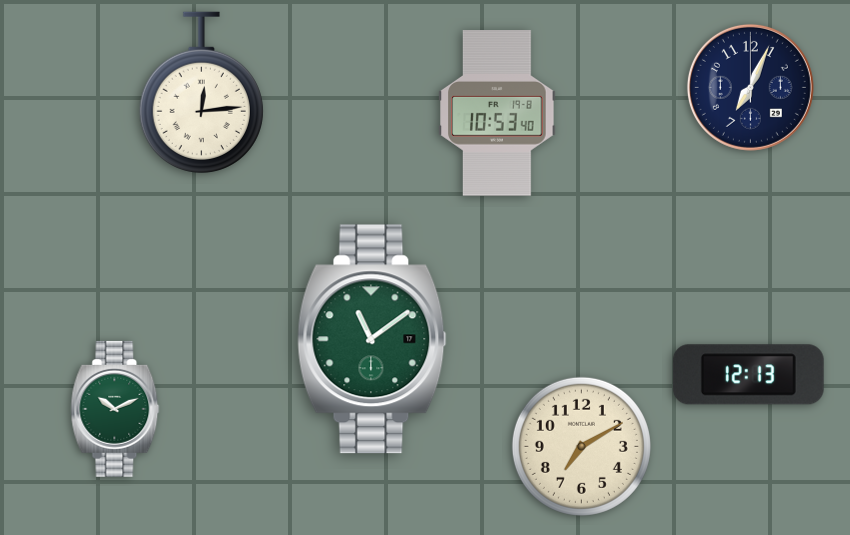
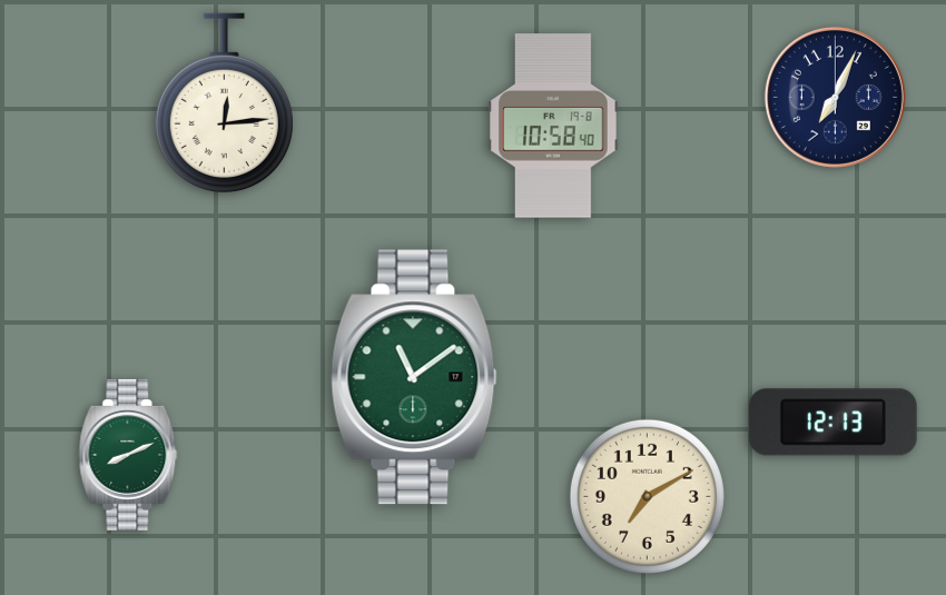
clock at (497, 113): 10:53 -> 10:58
clock at (748, 375) position: (748, 375) -> (832, 423)
clock at (115, 409): 10:11 -> 8:11
